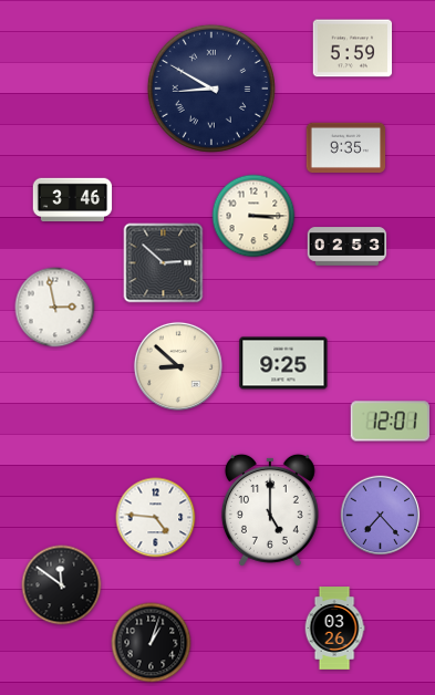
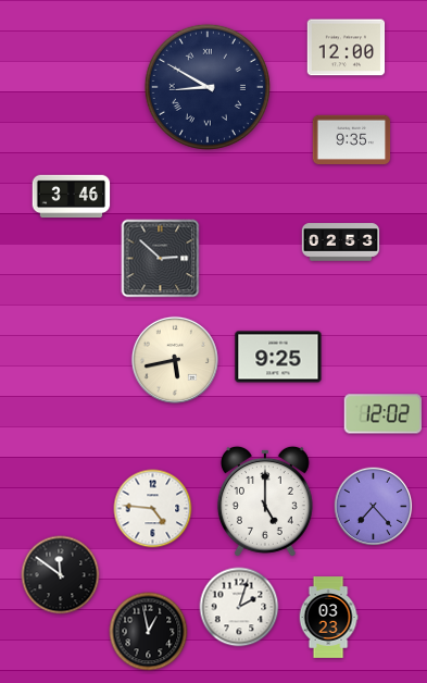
clock at (353, 49): 5:59 -> 12:00
clock at (346, 147) position: (346, 147) -> (352, 139)
clock at (253, 216): 3:15 -> none
clock at (55, 308): 2:58 -> none
clock at (178, 366): 8:52 -> 5:43
clock at (390, 422): 12:01 -> 12:02
clock at (239, 607): none -> 2:03
clock at (334, 629): 03:26 -> 03:23
clock at (152, 643): 1:03 -> 12:58
